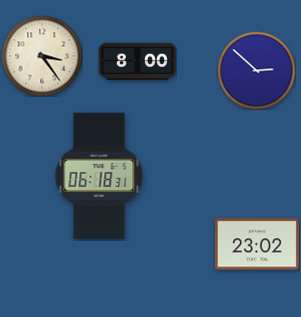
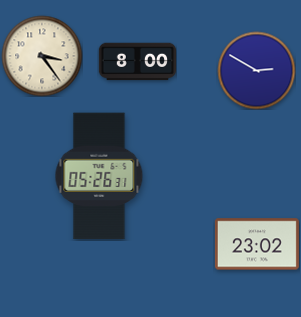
clock at (256, 70): 2:52 -> 2:50
clock at (99, 176): 06:18 -> 05:26
